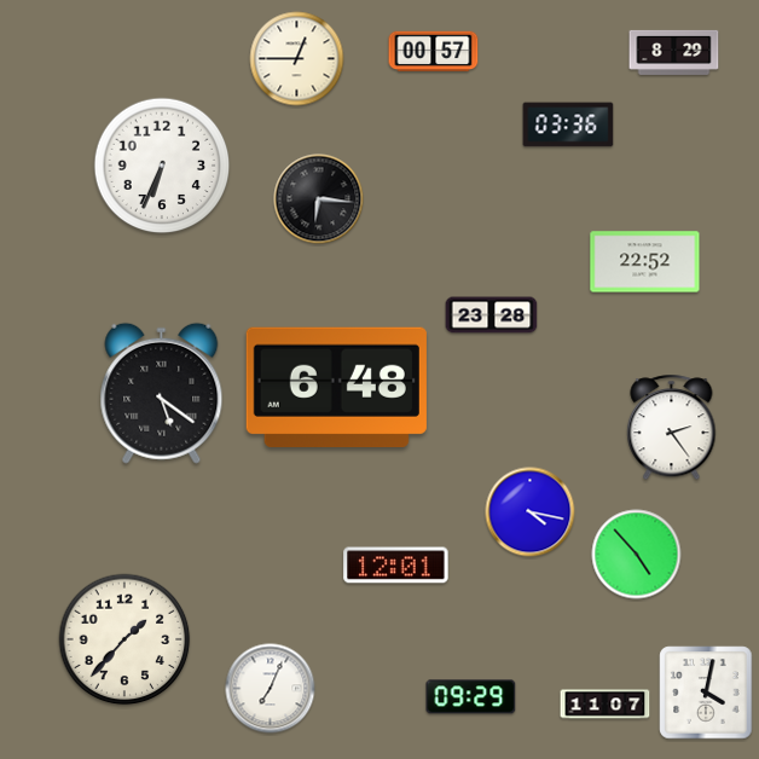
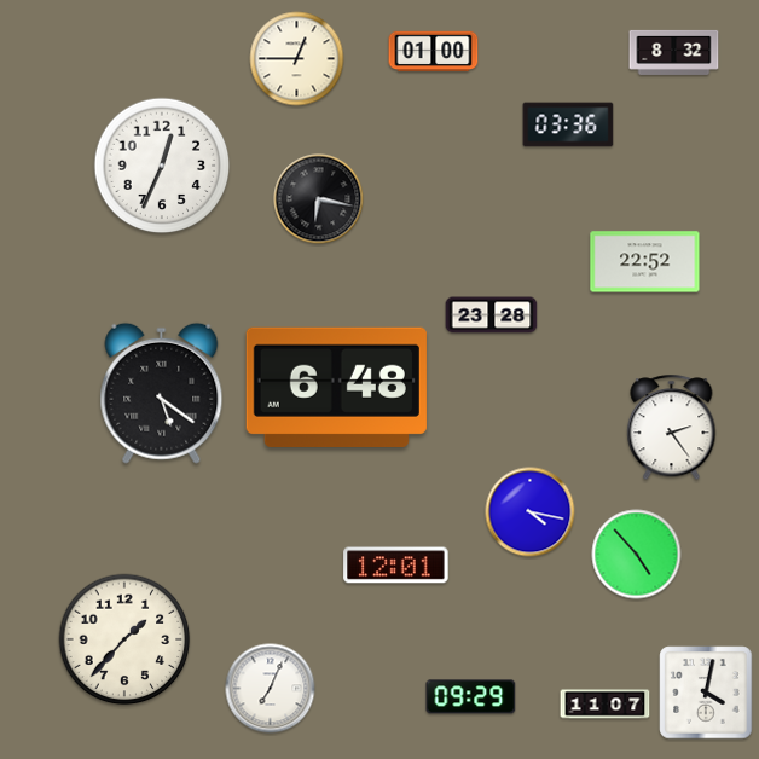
clock at (434, 52): 00:57 -> 01:00
clock at (674, 52): 8:29 -> 8:32
clock at (162, 166): 6:34 -> 12:34
clock at (319, 199): 6:16 -> 6:17
